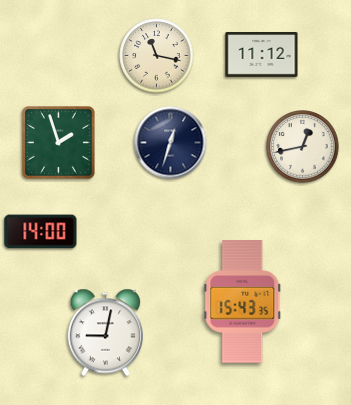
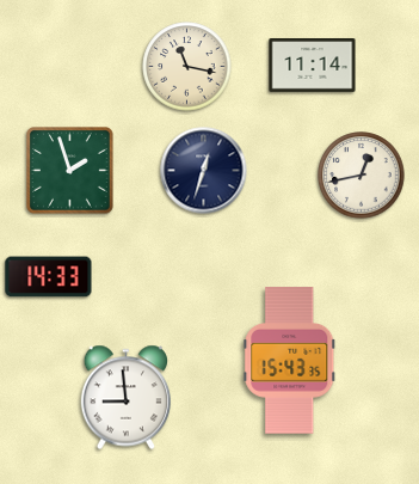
clock at (262, 55): 11:12 -> 11:14
clock at (41, 232): 14:00 -> 14:33
clock at (106, 333): 9:02 -> 8:59
